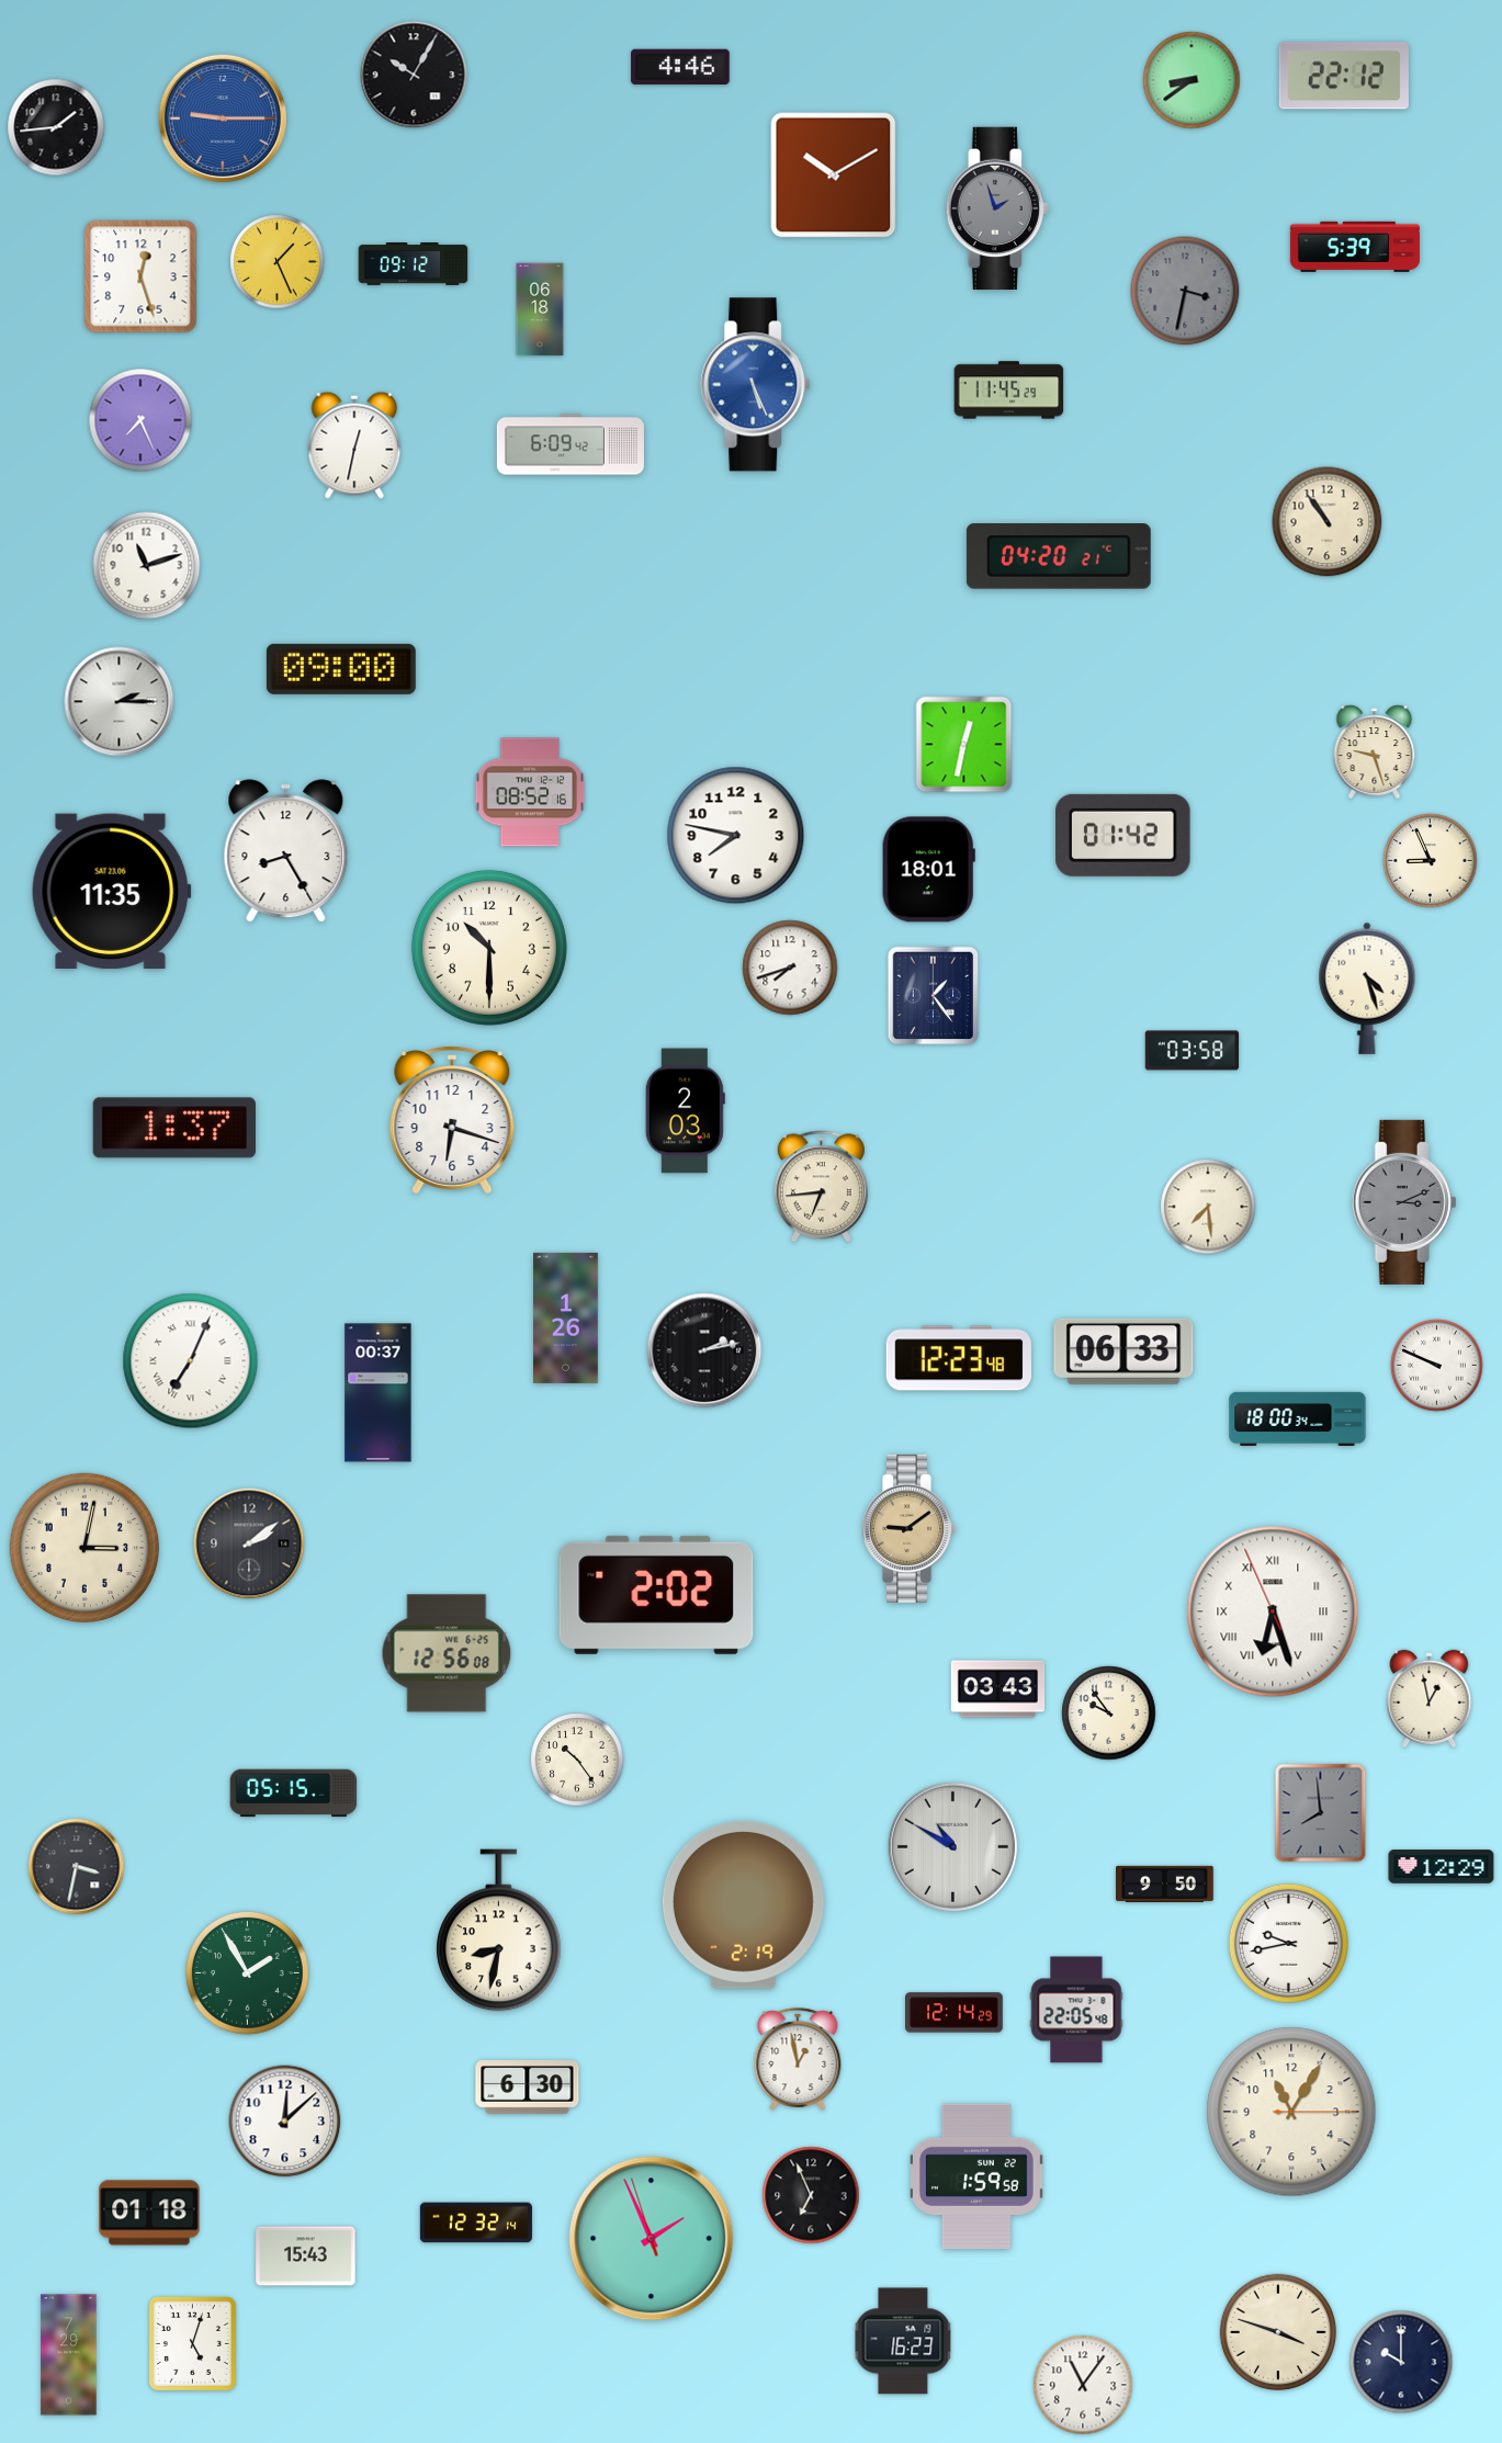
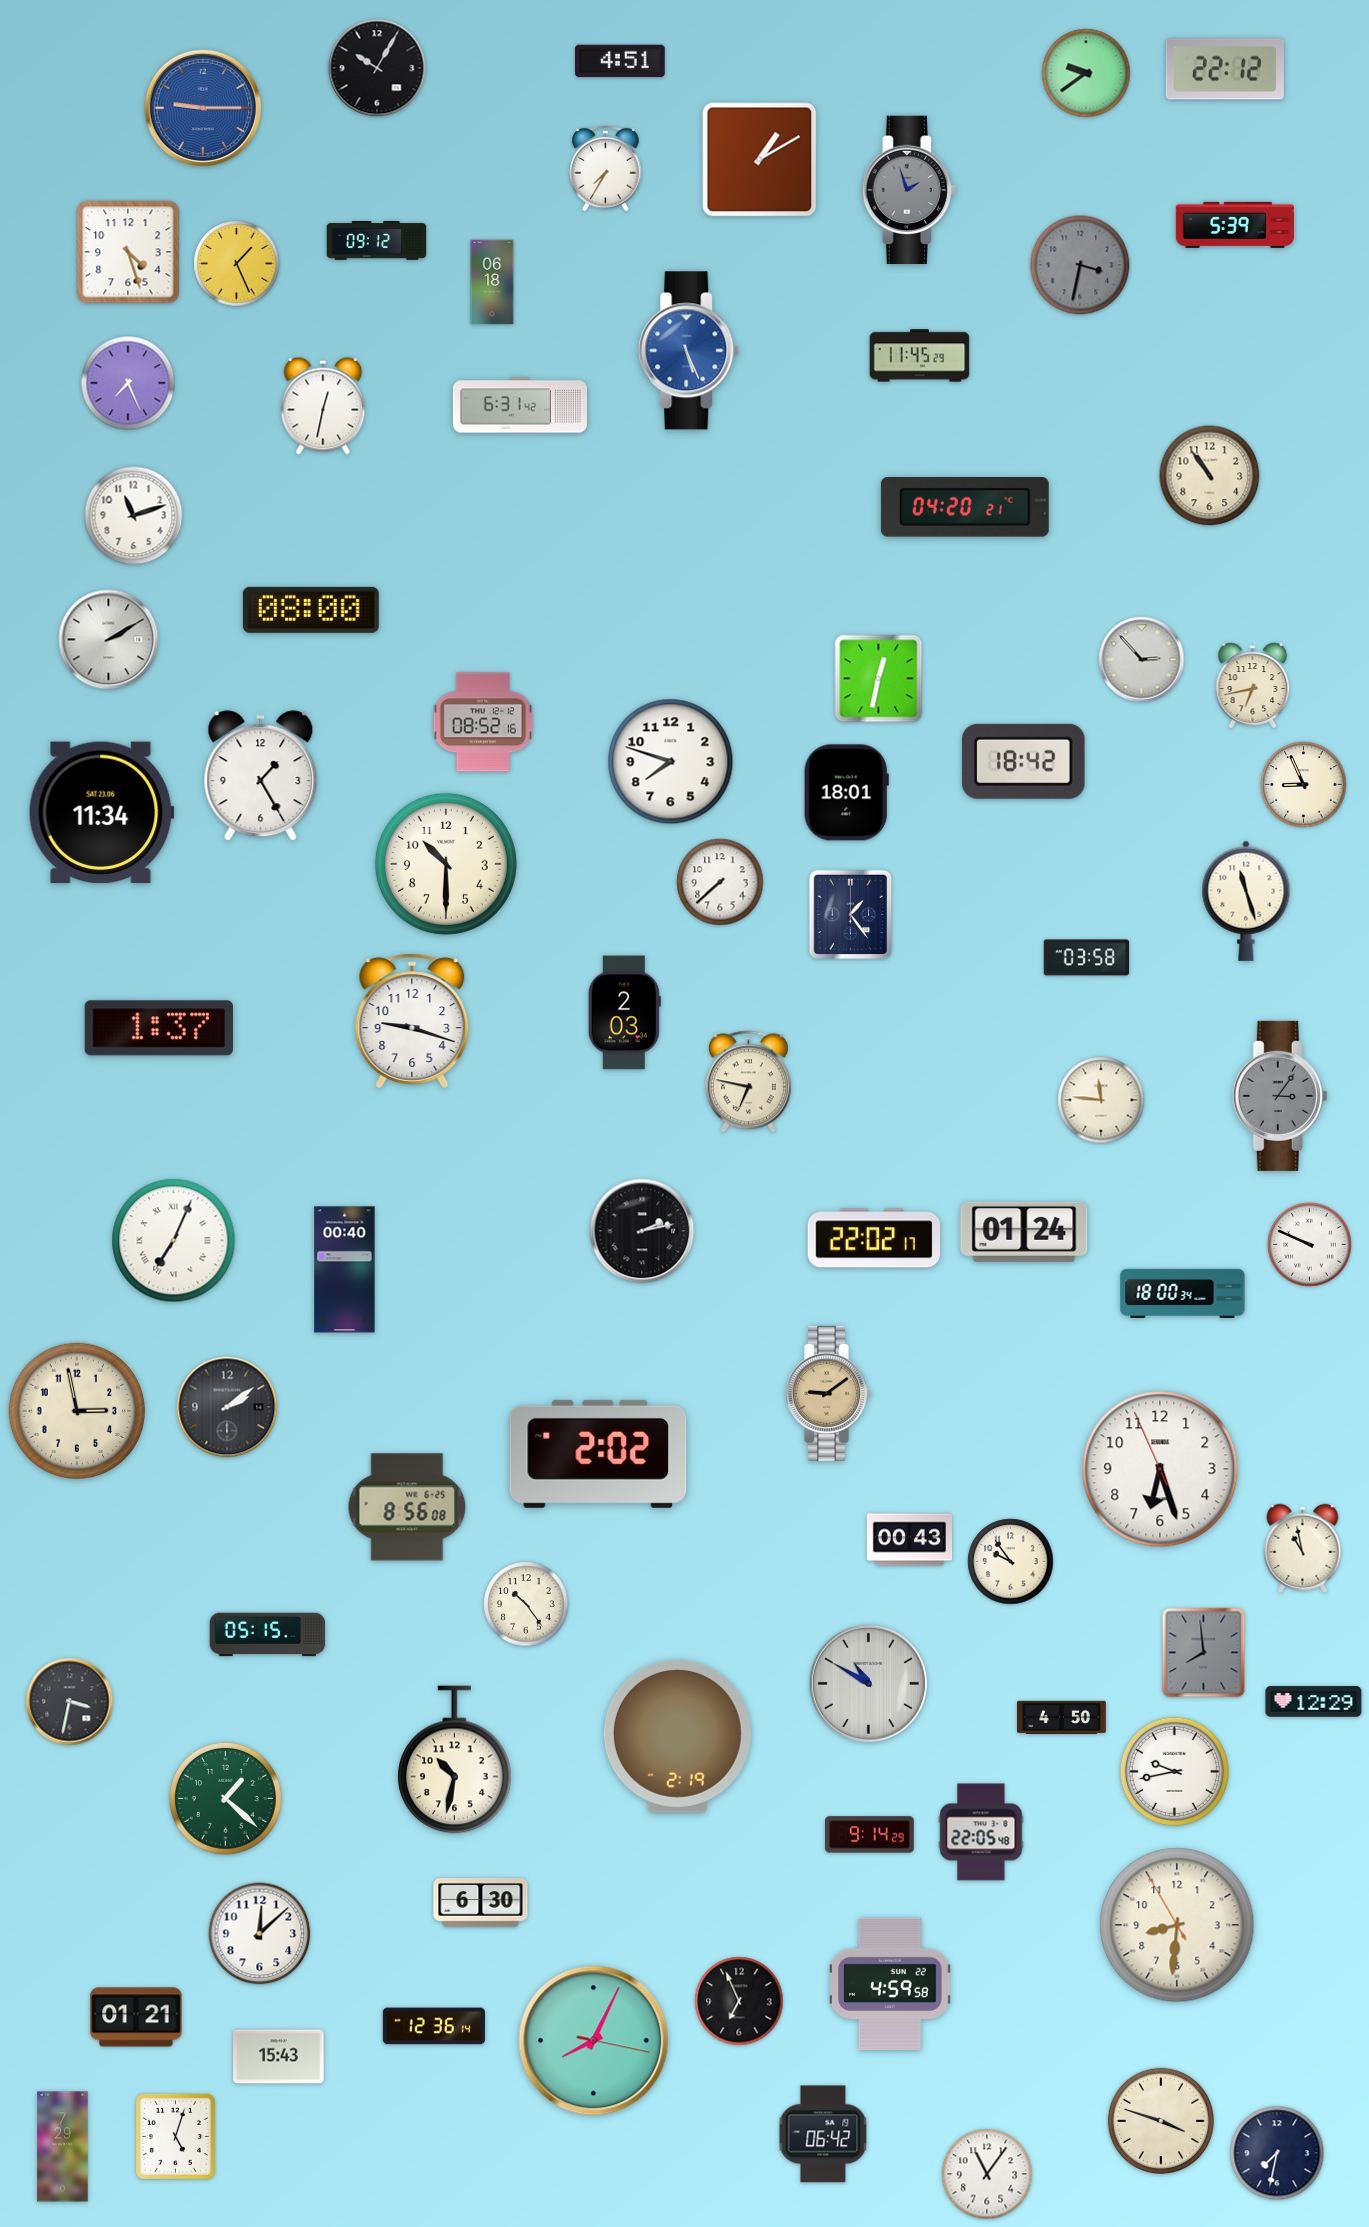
clock at (680, 67): 4:46 -> 4:51
clock at (1192, 80): 8:39 -> 9:39
clock at (56, 127): 1:44 -> none
clock at (834, 176): 10:10 -> 1:10
clock at (606, 168): none -> 7:35
clock at (278, 262) position: (278, 262) -> (237, 264)
clock at (140, 276): 12:27 -> 4:27
clock at (571, 444): 6:09 -> 6:31
clock at (341, 669): 09:00 -> 08:00
clock at (120, 702): 2:15 -> 2:10
clock at (1142, 660): none -> 2:53
clock at (1375, 753): 9:27 -> 6:43
clock at (1123, 835): 01:42 -> 18:42
clock at (736, 836): 7:47 -> 7:48
clock at (286, 851): 8:25 -> 1:25
clock at (111, 892): 11:35 -> 11:34
clock at (790, 968): 7:42 -> 7:38
clock at (1367, 988): 4:27 -> 11:27
clock at (934, 996) position: (934, 996) -> (851, 915)
clock at (452, 1120): 6:18 -> 9:18
clock at (821, 1187): 6:44 -> 6:47
clock at (1404, 1202): 3:11 -> 3:06
clock at (1208, 1207): 7:29 -> 11:46
clock at (566, 1317): 1:26 -> none
clock at (1123, 1351): 06:33 -> 01:24
clock at (959, 1358): 12:23 -> 22:02
clock at (379, 1393): 00:37 -> 00:40
clock at (83, 1547): 3:02 -> 2:58
clock at (1273, 1611) numerals: Roman -> Arabic
clock at (447, 1653): 12:56 -> 8:56
clock at (998, 1689): 03:43 -> 00:43
clock at (1430, 1698): 12:58 -> 10:58
clock at (1165, 1884): 9:50 -> 4:50
clock at (499, 1931): 8:32 -> 10:32
clock at (247, 1972): 1:55 -> 1:22
clock at (955, 2013): 12:14 -> 9:14
clock at (798, 2059): 12:58 -> none
clock at (1291, 2112): 11:05 -> 8:30
clock at (978, 2176): 1:59 -> 4:59
clock at (149, 2213): 01:18 -> 01:21
clock at (476, 2223): 12:32 -> 12:36
clock at (652, 2239): 1:55 -> 8:04
clock at (1277, 2331) position: (1277, 2331) -> (1160, 2120)
clock at (903, 2341): 16:23 -> 06:42
clock at (1401, 2362): 10:00 -> 7:32
